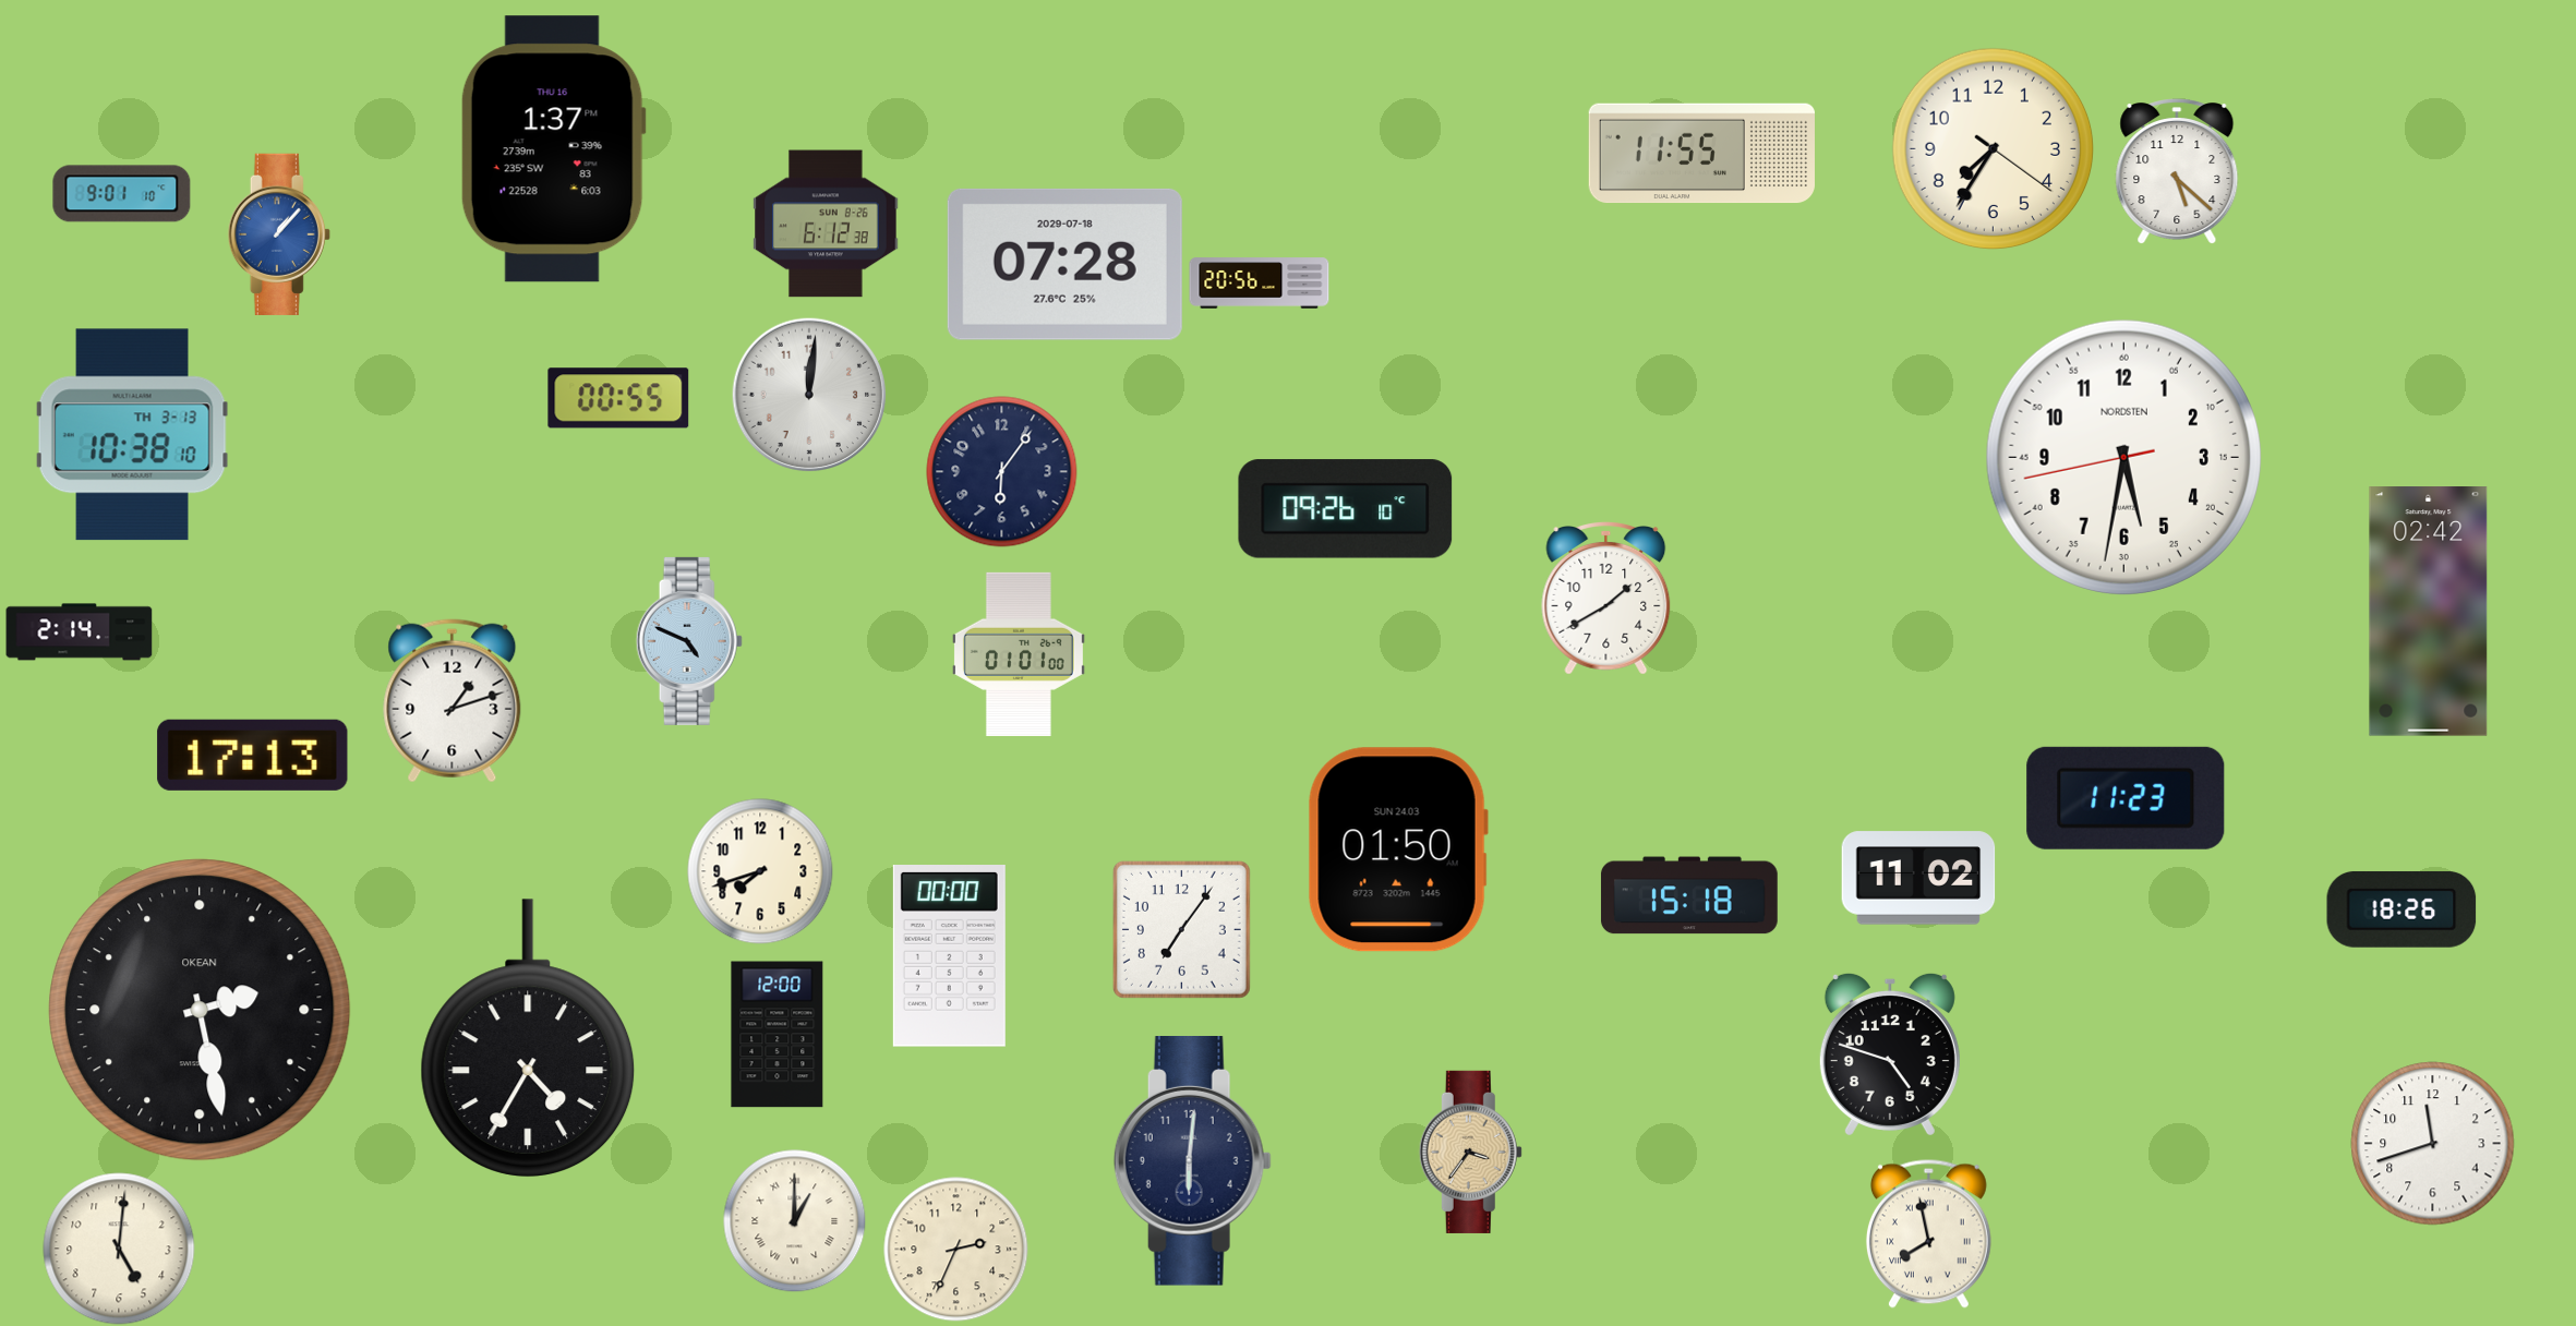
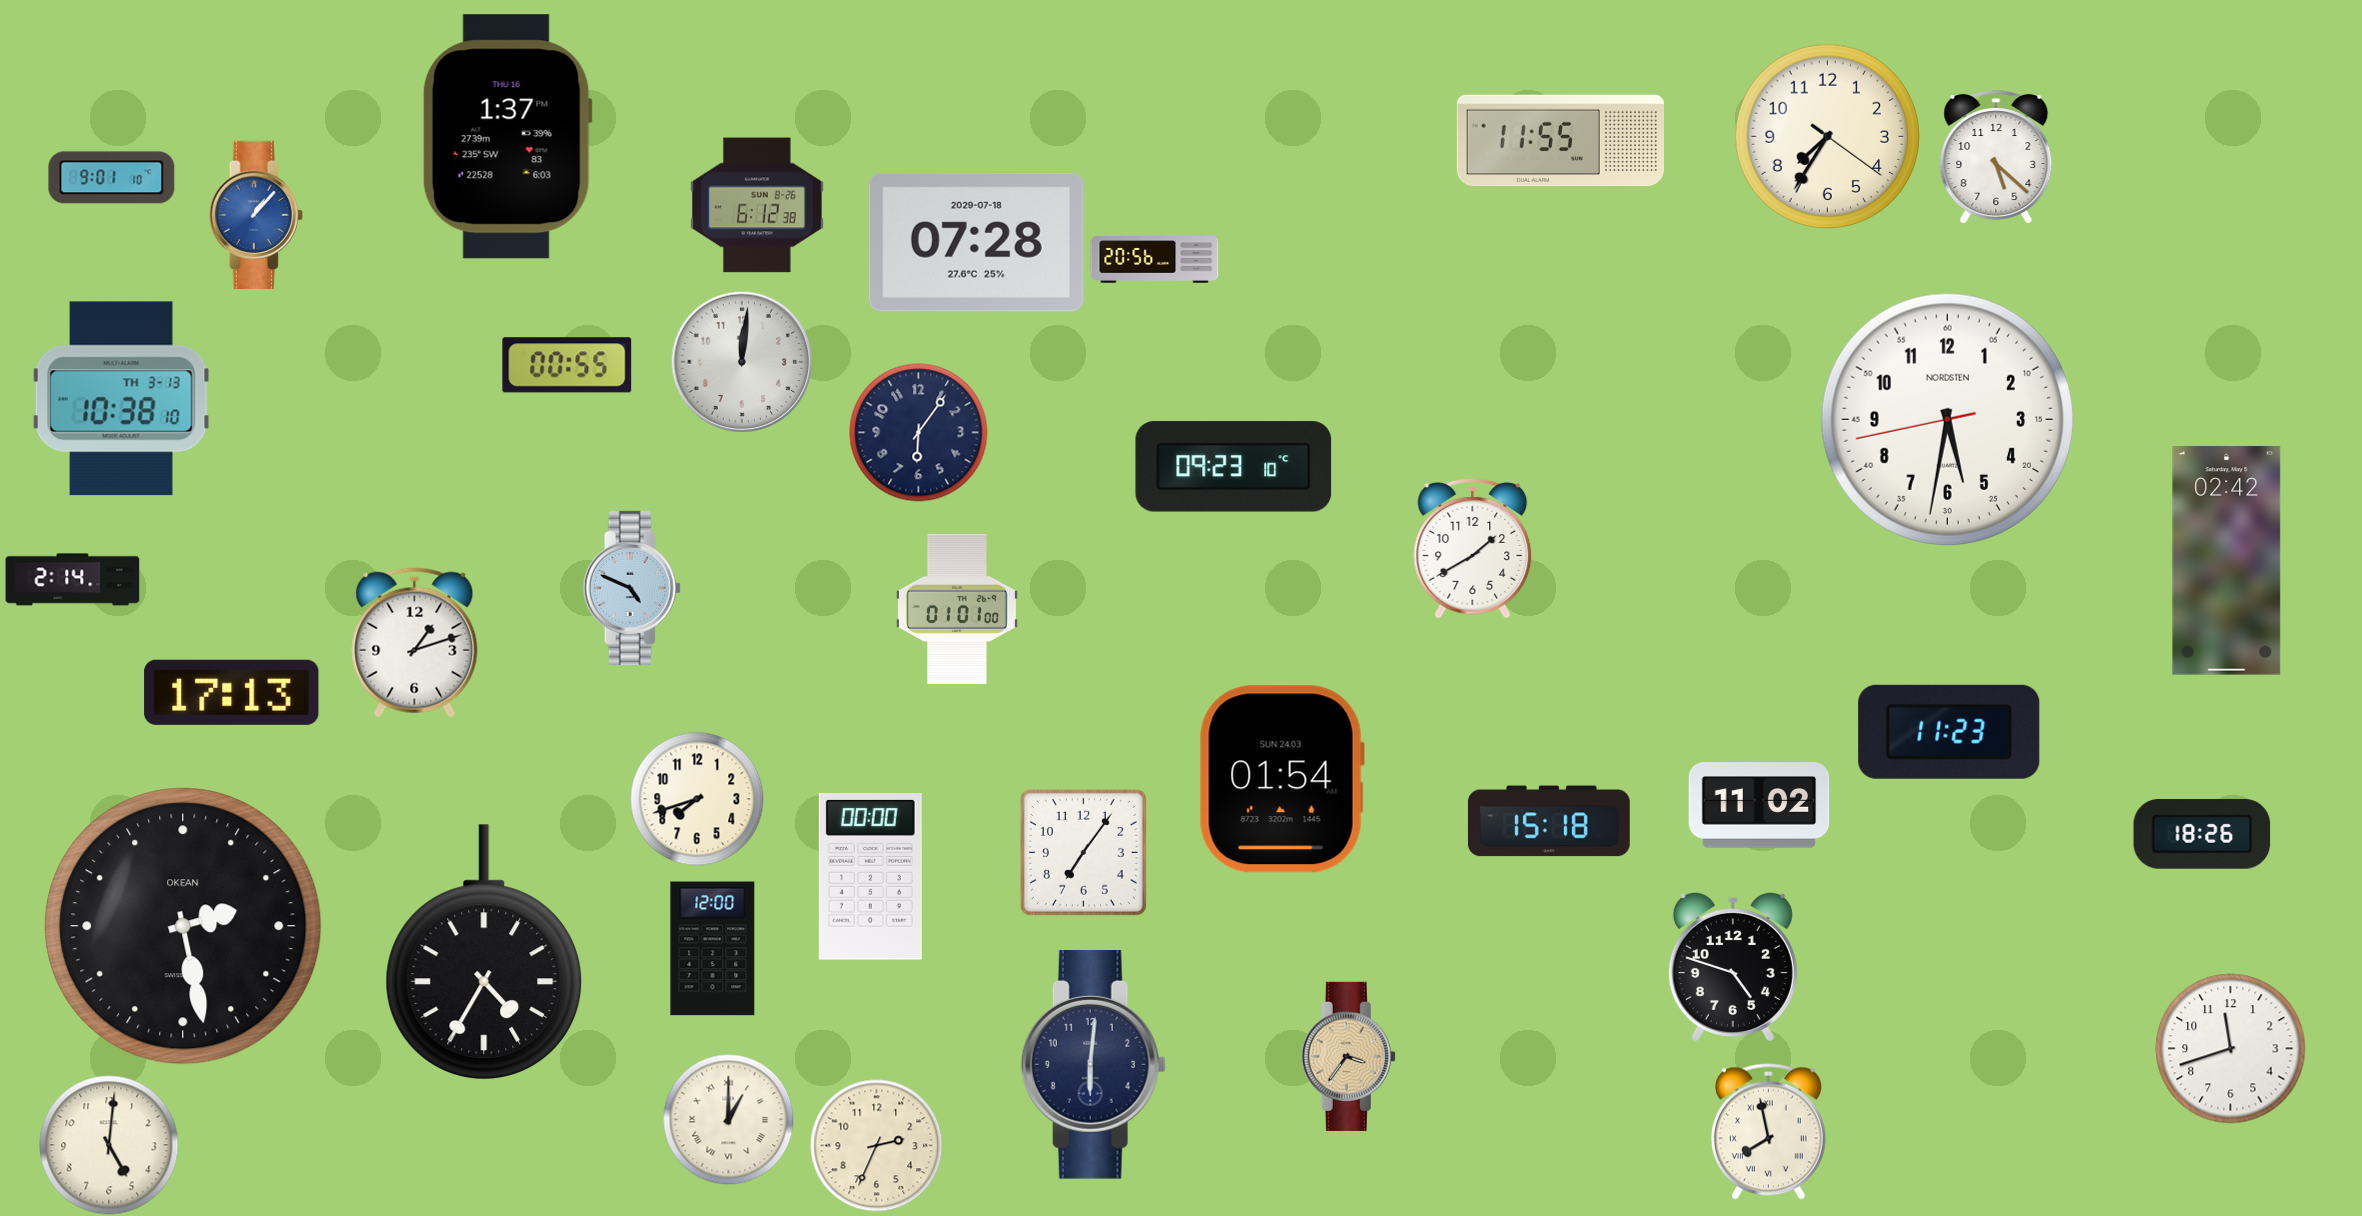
clock at (1346, 509): 09:26 -> 09:23
clock at (1019, 654) position: (1019, 654) -> (957, 609)
clock at (1398, 849): 01:50 -> 01:54
